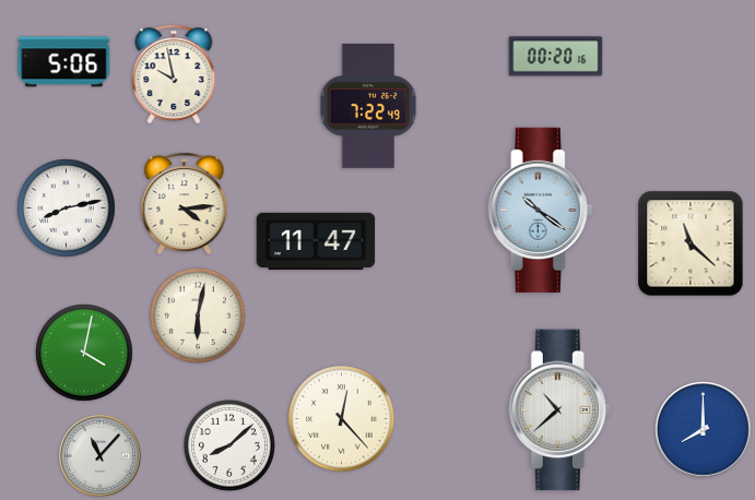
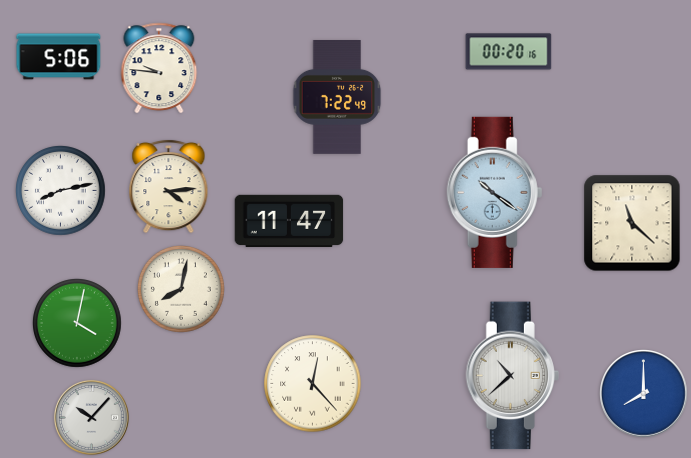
clock at (174, 74): 9:58 -> 9:46
clock at (198, 316): 6:02 -> 8:02
clock at (229, 445): 8:08 -> none
clock at (99, 455): 11:07 -> 10:07
